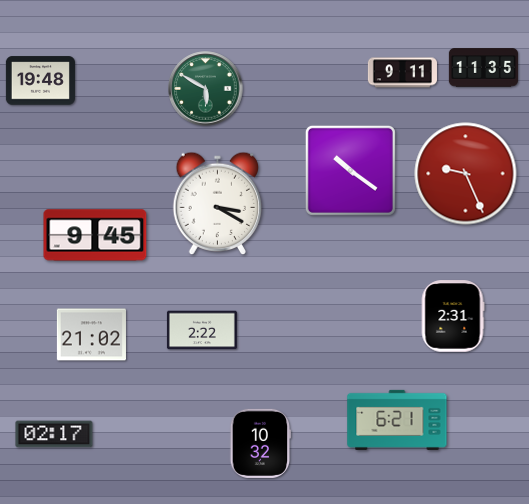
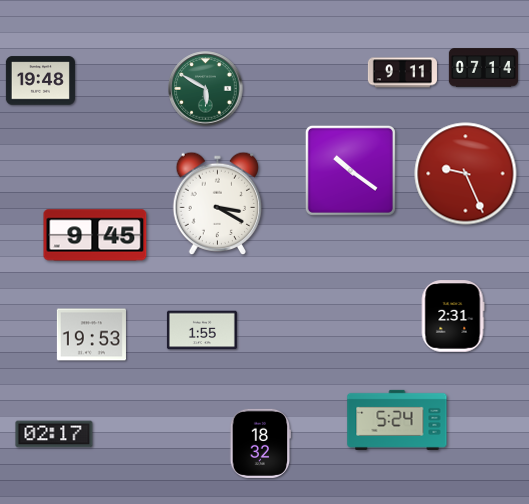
clock at (483, 68): 11:35 -> 07:14
clock at (202, 330): 2:22 -> 1:55
clock at (91, 335): 21:02 -> 19:53
clock at (397, 420): 6:21 -> 5:24
clock at (261, 443): 10:32 -> 18:32
